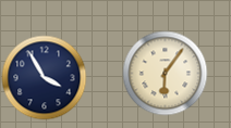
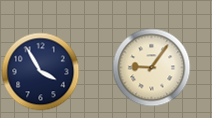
clock at (165, 73): 6:06 -> 9:06
